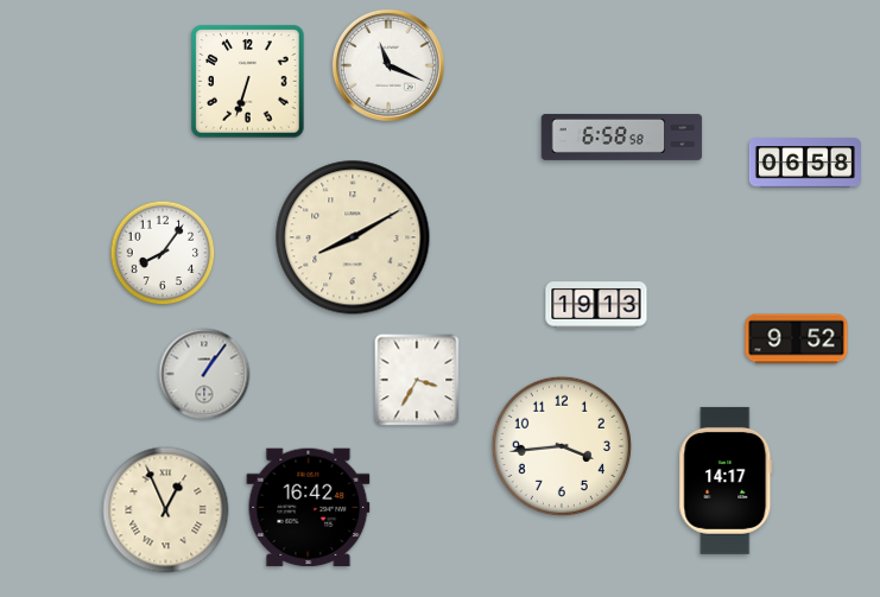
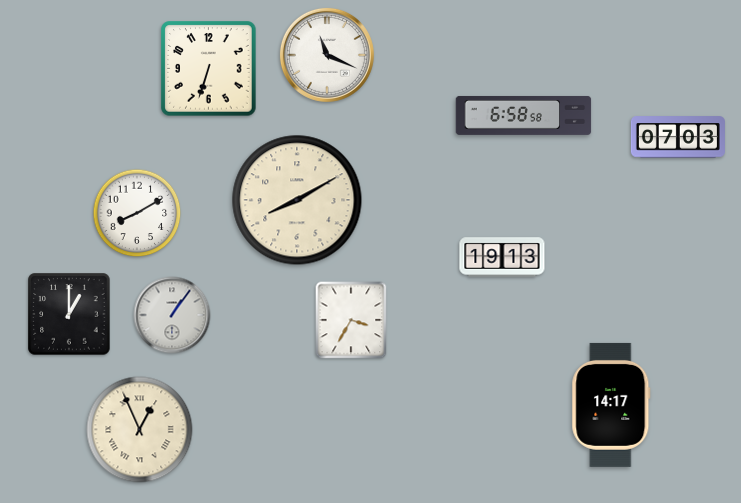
clock at (805, 163): 06:58 -> 07:03
clock at (163, 253): 8:06 -> 8:10
clock at (797, 339): 9:52 -> none
clock at (69, 314): none -> 1:00
clock at (562, 446): 3:44 -> none
clock at (309, 508): 16:42 -> none
